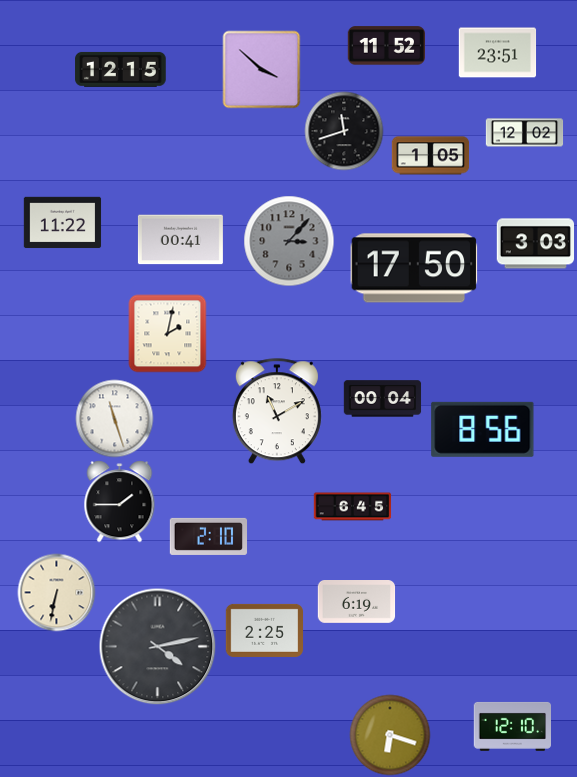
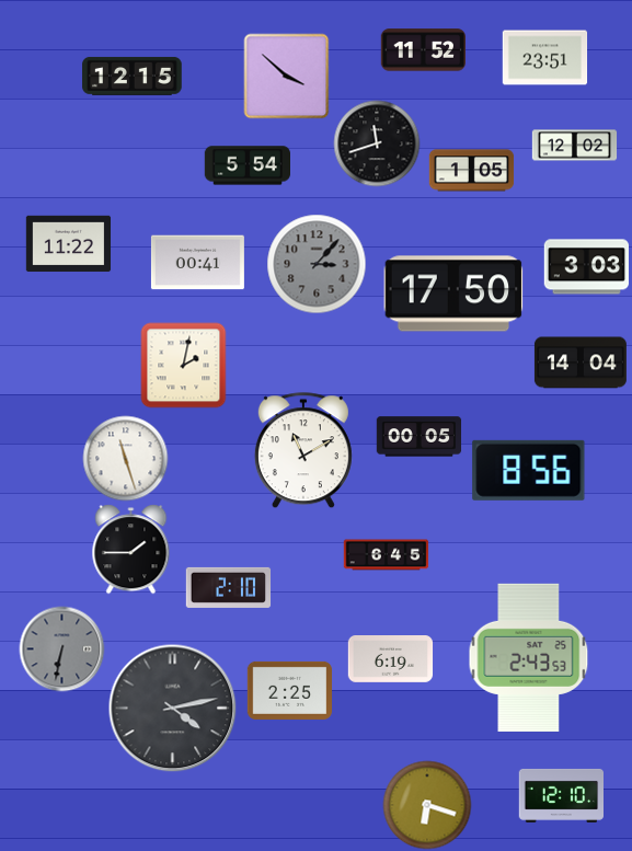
clock at (246, 165): none -> 5:54
clock at (581, 363): none -> 14:04
clock at (382, 399): 00:04 -> 00:05
clock at (56, 592) dial: cream -> grey
clock at (529, 657): none -> 2:43
